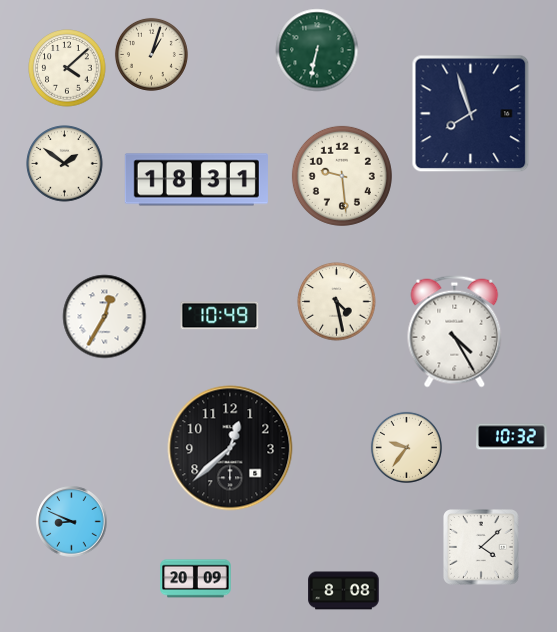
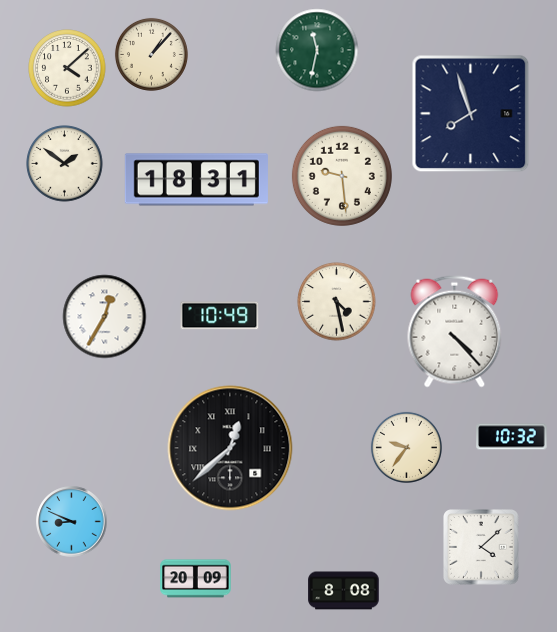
clock at (317, 50): 6:32 -> 11:32
clock at (151, 54): 1:03 -> 1:07
clock at (455, 332): 4:25 -> 4:23
clock at (230, 448) numerals: Arabic -> Roman
